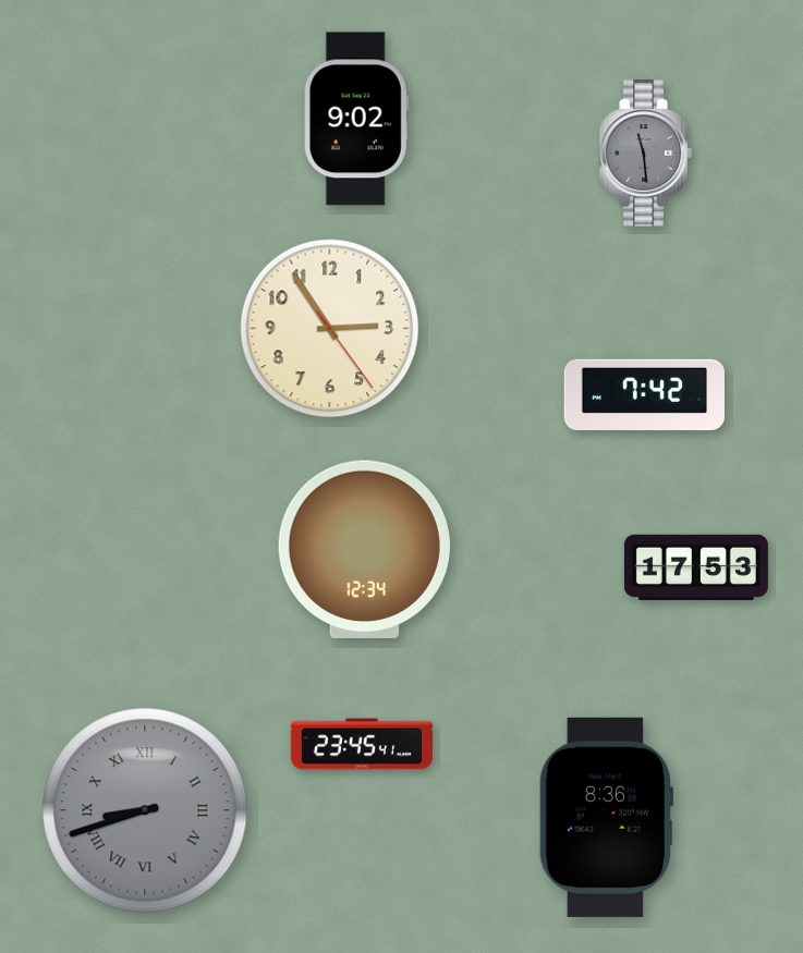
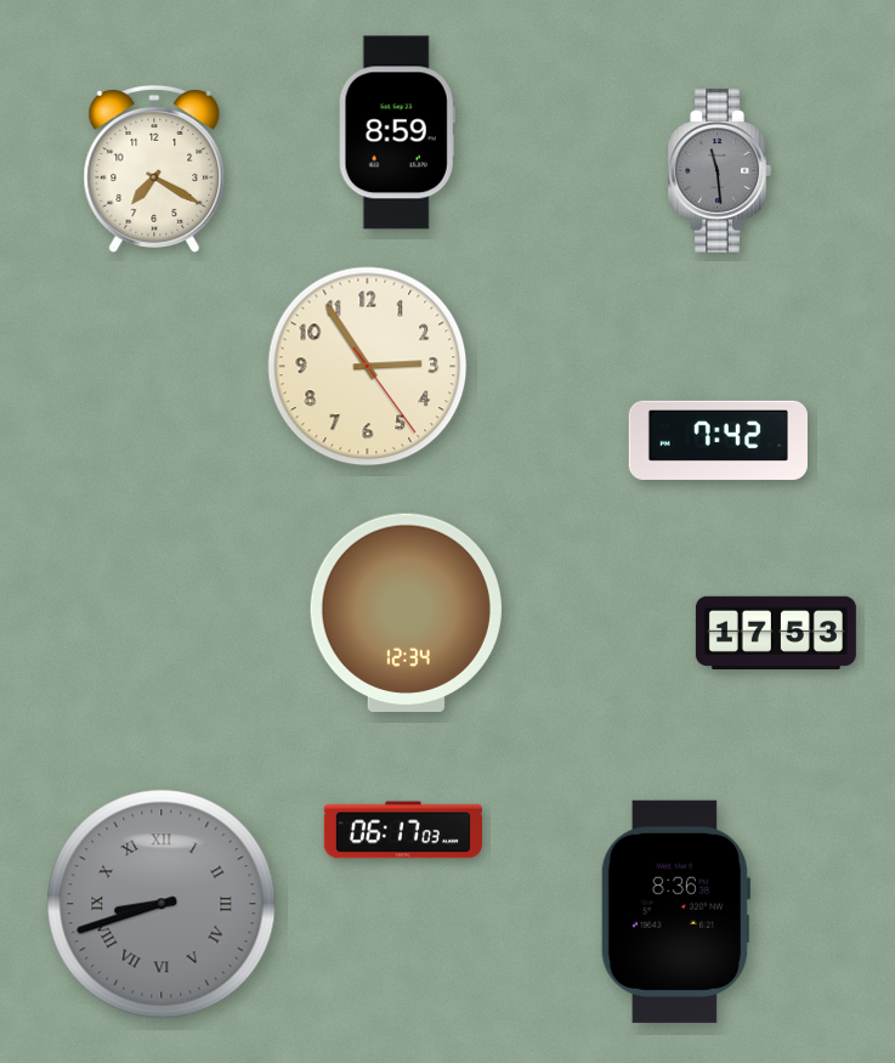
clock at (356, 119): 9:02 -> 8:59
clock at (154, 169): none -> 7:20
clock at (361, 744): 23:45 -> 06:17
